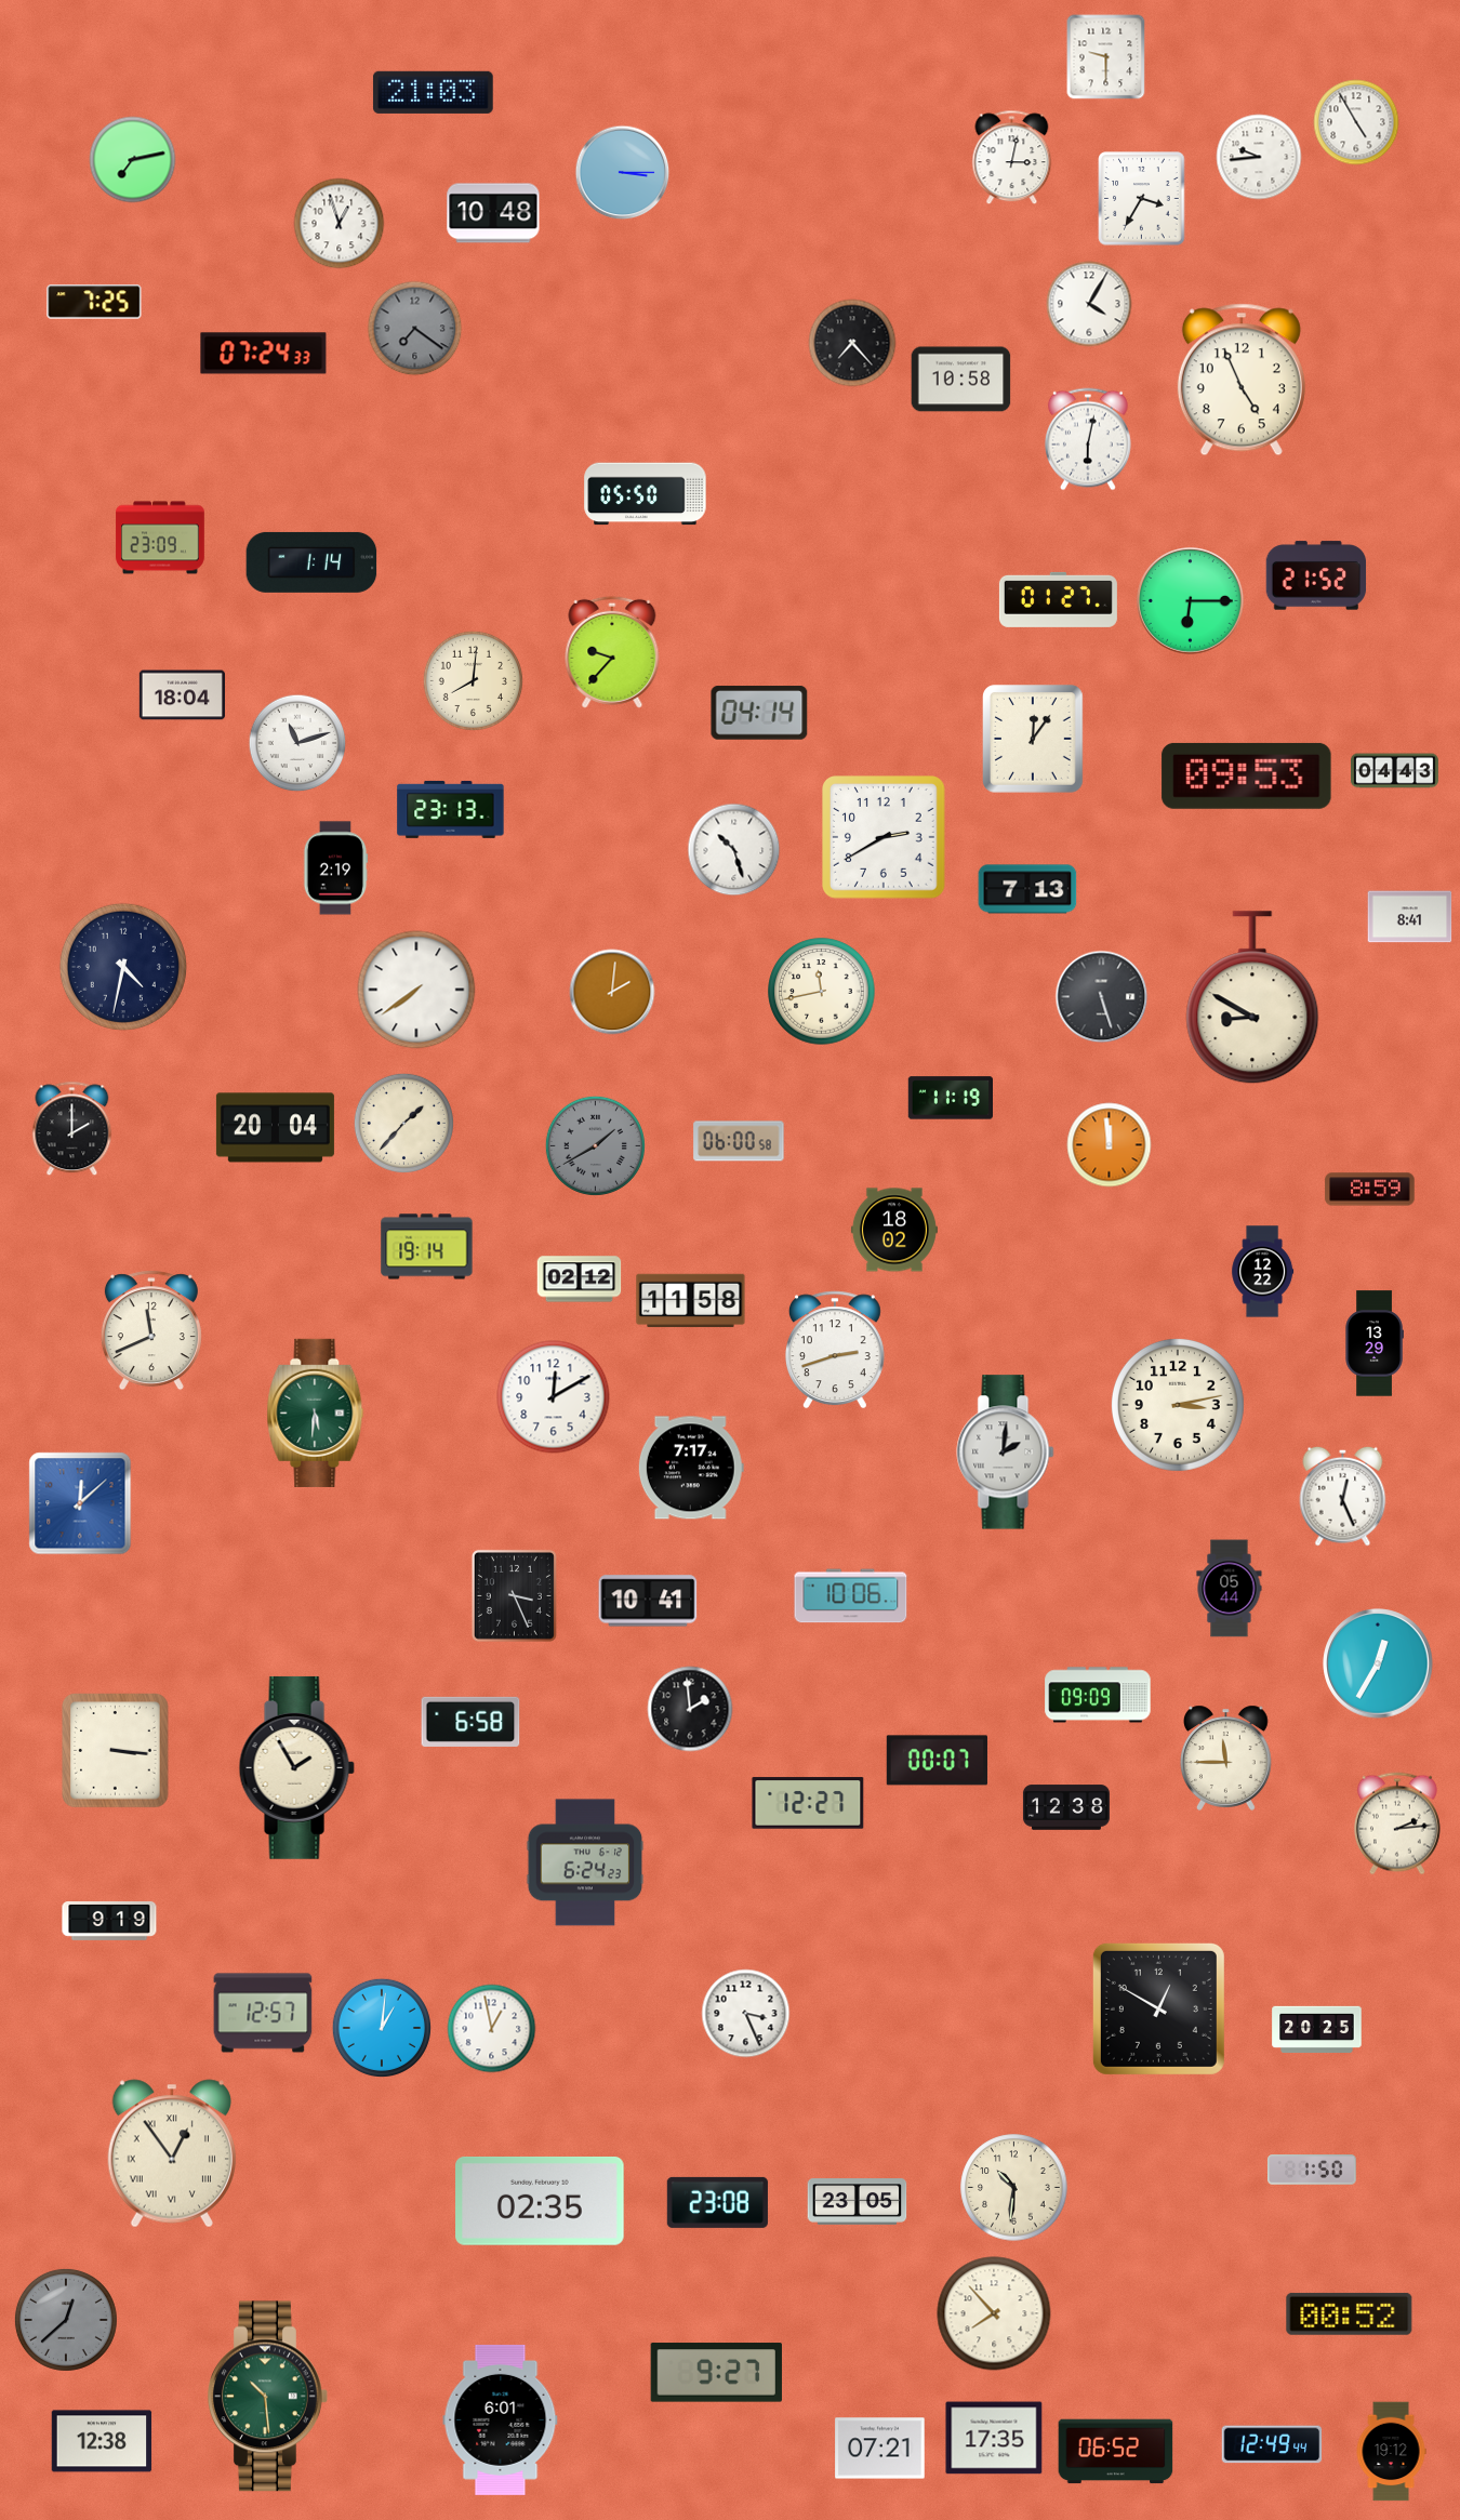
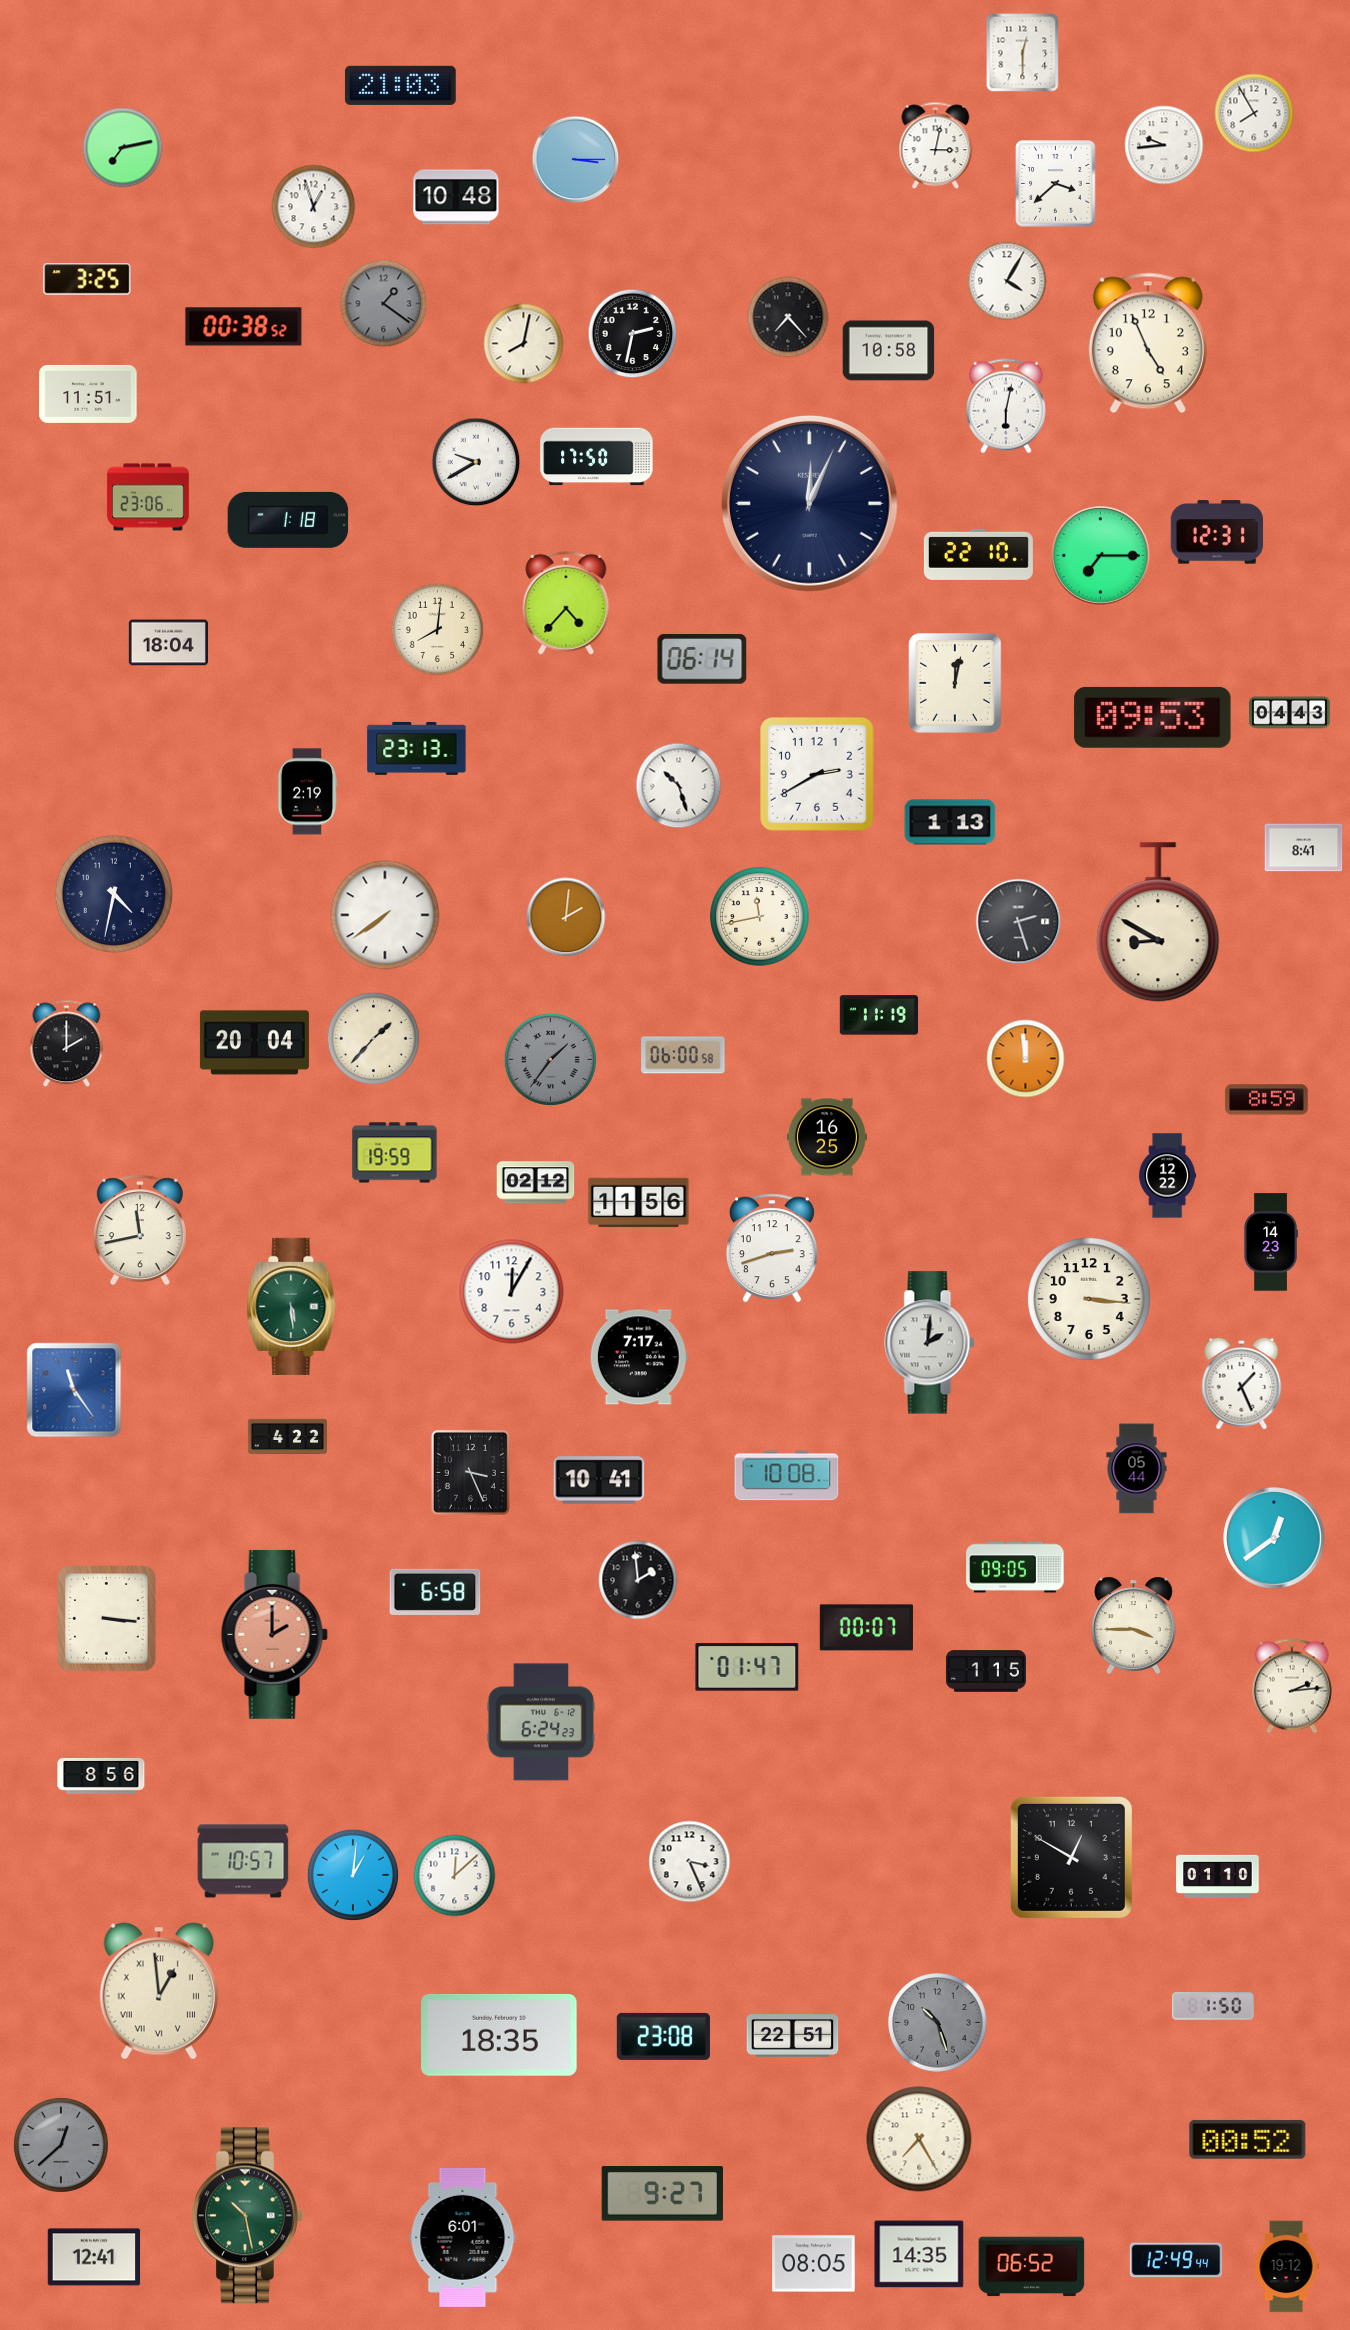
clock at (1106, 57): 9:30 -> 12:30
clock at (1356, 122): 4:55 -> 7:55
clock at (1142, 199): 3:35 -> 3:38
clock at (94, 302): 7:25 -> 3:25
clock at (415, 329): 7:21 -> 1:21
clock at (264, 354): 07:24 -> 00:38
clock at (633, 334): none -> 2:32
clock at (524, 344): none -> 8:02
clock at (1242, 380) position: (1242, 380) -> (1148, 343)
clock at (88, 394): none -> 11:51
clock at (646, 494): 05:50 -> 17:50
clock at (476, 462): none -> 9:40
clock at (160, 538): 23:09 -> 23:06
clock at (809, 503): none -> 12:04
clock at (311, 562): 1:14 -> 1:18
clock at (1316, 575): 21:52 -> 12:31
clock at (1058, 599): 01:27 -> 22:10
clock at (1191, 601): 6:15 -> 7:15
clock at (612, 652): 9:37 -> 4:37
clock at (759, 713): 04:14 -> 06:14
clock at (1034, 739): 12:06 -> 12:02
clock at (297, 743): 11:12 -> none
clock at (335, 868) position: (335, 868) -> (307, 792)
clock at (1027, 889): 7:13 -> 1:13
clock at (1102, 997): 5:27 -> 2:27
clock at (595, 1145): 1:40 -> 1:36
clock at (894, 1230): 18:02 -> 16:25
clock at (427, 1247): 19:14 -> 19:59
clock at (691, 1301): 11:58 -> 11:56
clock at (151, 1330): 11:41 -> 11:43
clock at (1375, 1343): 13:29 -> 14:23
clock at (554, 1397): 12:10 -> 12:05
clock at (1178, 1405): 3:13 -> 3:16
clock at (316, 1412): 5:31 -> 5:29
clock at (1343, 1496): 12:26 -> 1:26
clock at (80, 1503): 12:08 -> 11:24
clock at (287, 1436): none -> 4:22
clock at (514, 1595) position: (514, 1595) -> (470, 1472)
clock at (851, 1596): 10:06 -> 10:08
clock at (1378, 1663): 12:35 -> 12:39
clock at (1098, 1695): 09:09 -> 09:05
clock at (1226, 1758): 11:45 -> 3:45
clock at (296, 1767): 1:55 -> 2:00
clock at (296, 1767) dial: cream -> salmon
clock at (808, 1803): 12:27 -> 01:47
clock at (1066, 1807): 12:38 -> 1:15
clock at (109, 1921): 9:19 -> 8:56
clock at (263, 2013): 12:57 -> 10:57
clock at (492, 2029): 12:58 -> 12:08
clock at (1317, 2029): 20:25 -> 01:10
clock at (172, 2153): 12:54 -> 12:59
clock at (1014, 2188): 10:31 -> 10:27
clock at (1014, 2188) dial: cream -> grey
clock at (540, 2201): 02:35 -> 18:35
clock at (858, 2202): 23:05 -> 22:51
clock at (994, 2313): 7:53 -> 7:25
clock at (268, 2397): 10:29 -> 10:28
clock at (994, 2438): 17:35 -> 14:35
clock at (102, 2441): 12:38 -> 12:41
clock at (880, 2449): 07:21 -> 08:05
